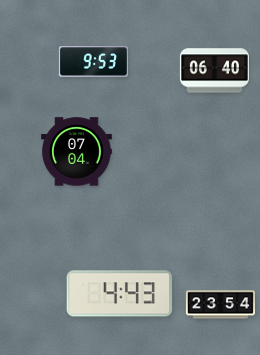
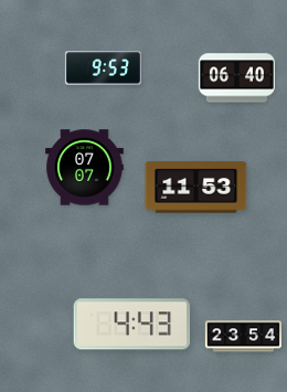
clock at (77, 152): 07:04 -> 07:07
clock at (196, 188): none -> 11:53
